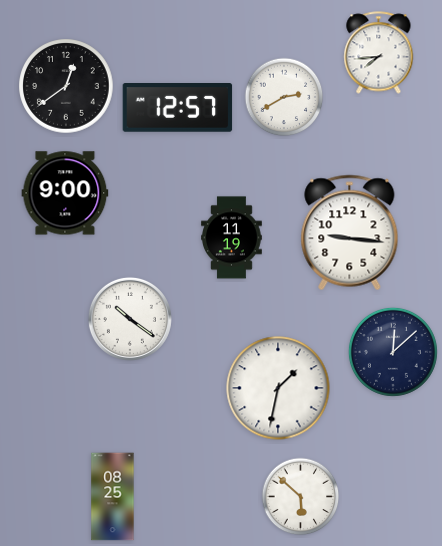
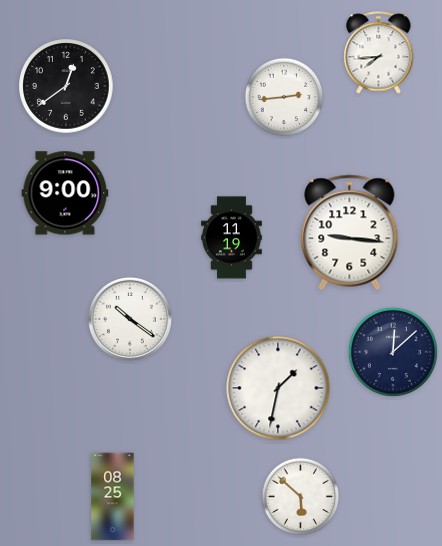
clock at (284, 97): 2:40 -> 2:44
clock at (178, 108): 12:57 -> none
